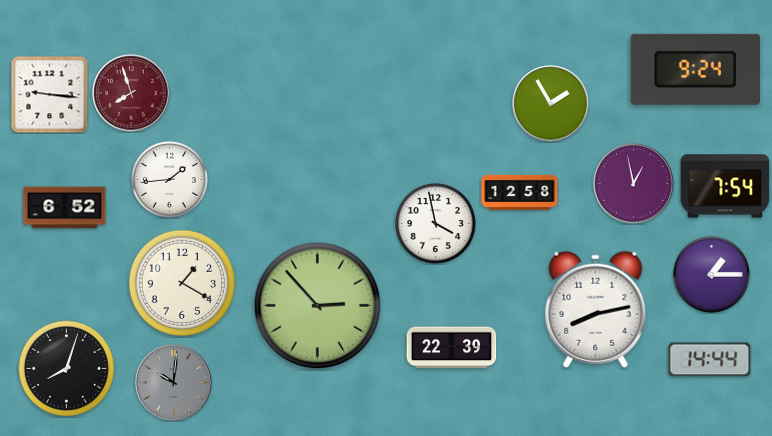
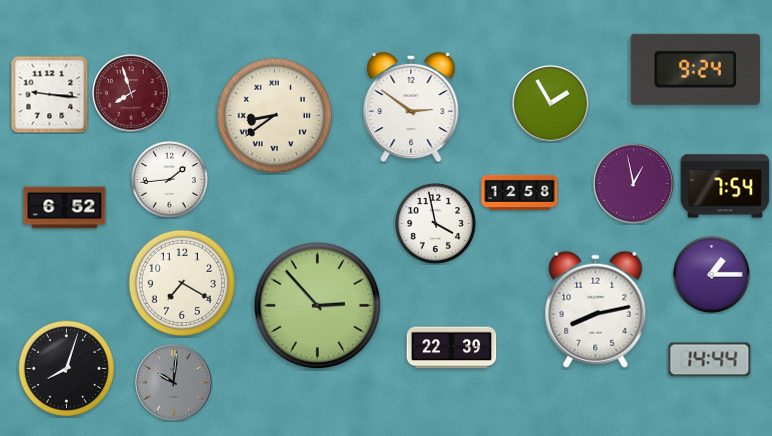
clock at (411, 107): none -> 2:51
clock at (275, 116): none -> 8:39
clock at (181, 282): 1:20 -> 7:20
